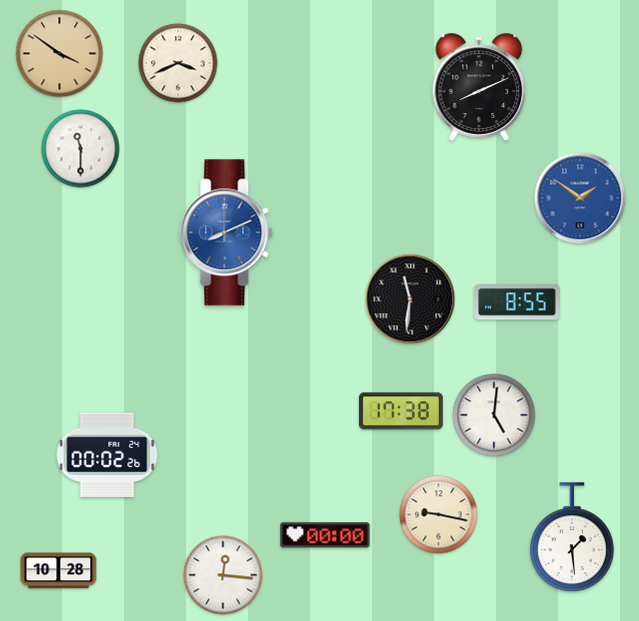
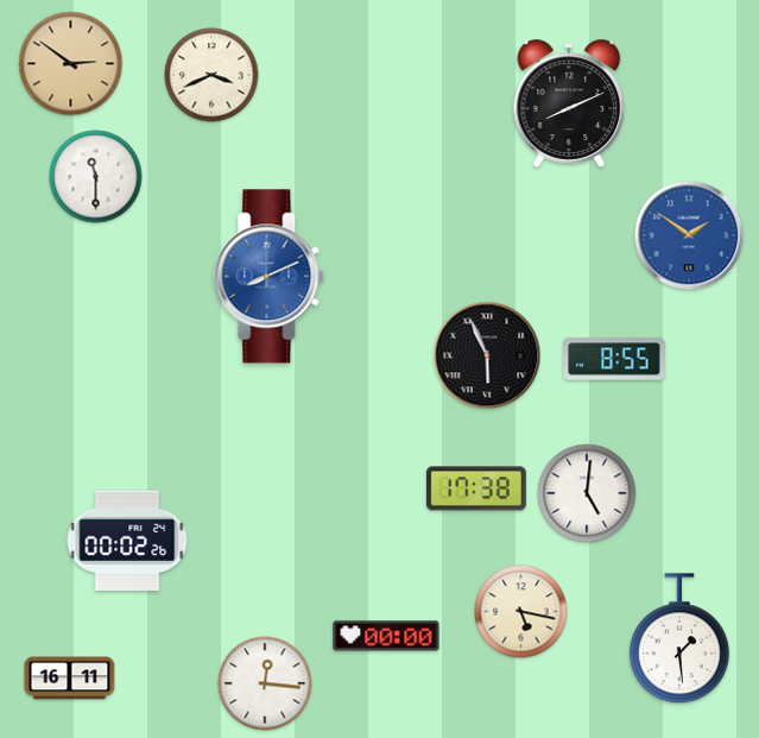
clock at (60, 54): 3:51 -> 2:51
clock at (410, 299): 11:31 -> 5:56
clock at (439, 515): 9:17 -> 5:17
clock at (59, 571): 10:28 -> 16:11
